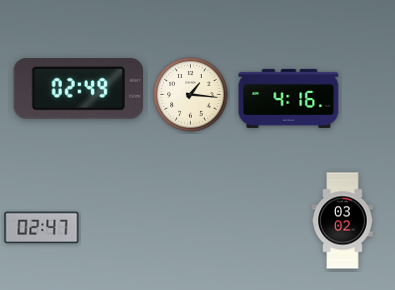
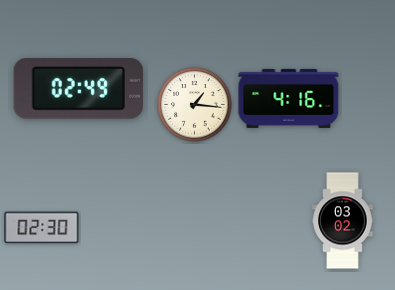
clock at (191, 95) position: (191, 95) -> (195, 105)
clock at (42, 228): 02:47 -> 02:30
